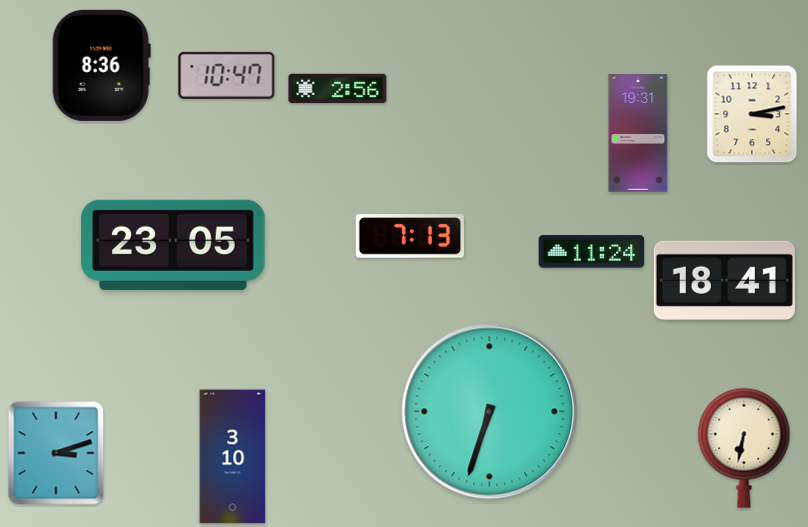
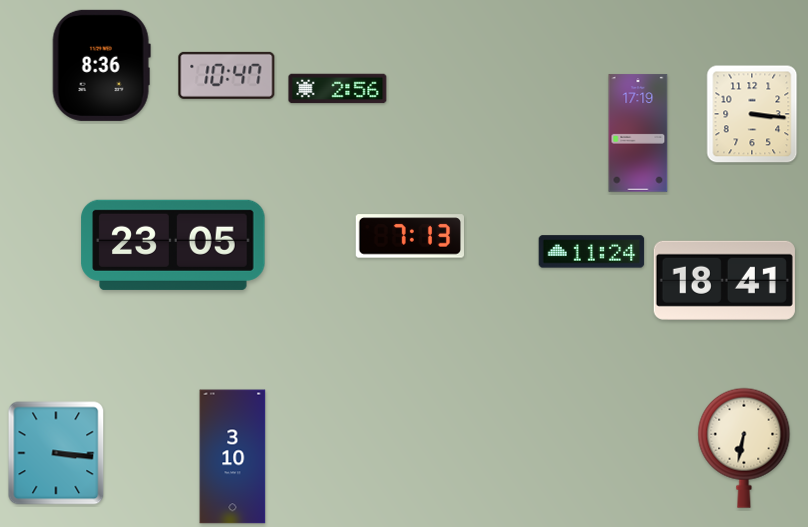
clock at (752, 114): 3:13 -> 3:16
clock at (638, 133): 19:31 -> 17:19
clock at (490, 412): 6:33 -> none
clock at (56, 453): 3:12 -> 3:16
